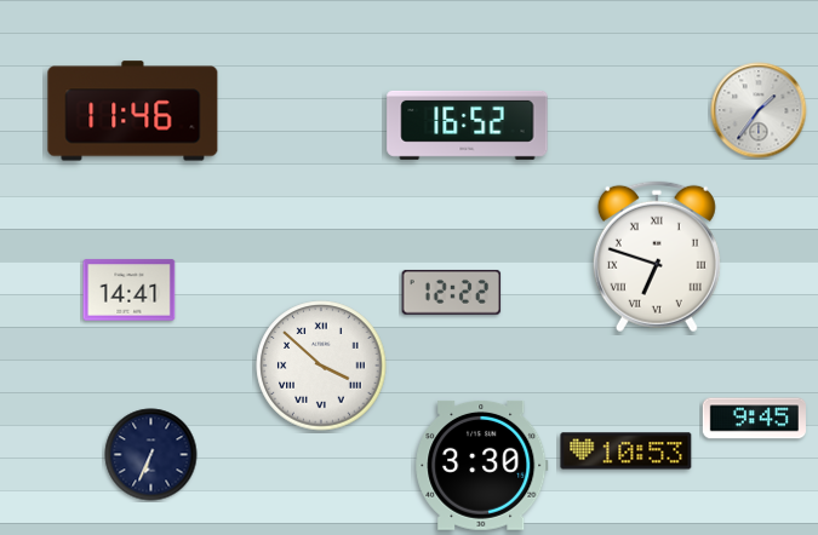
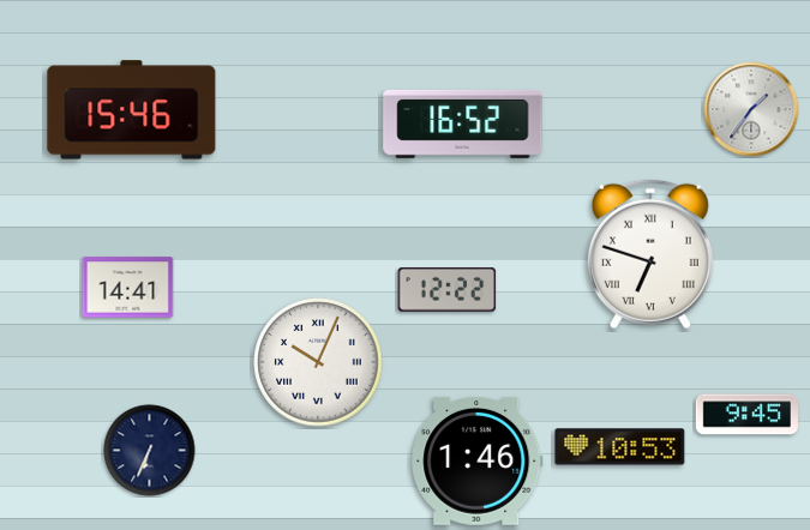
clock at (133, 111): 11:46 -> 15:46
clock at (321, 366): 3:52 -> 10:04
clock at (482, 465): 3:30 -> 1:46
